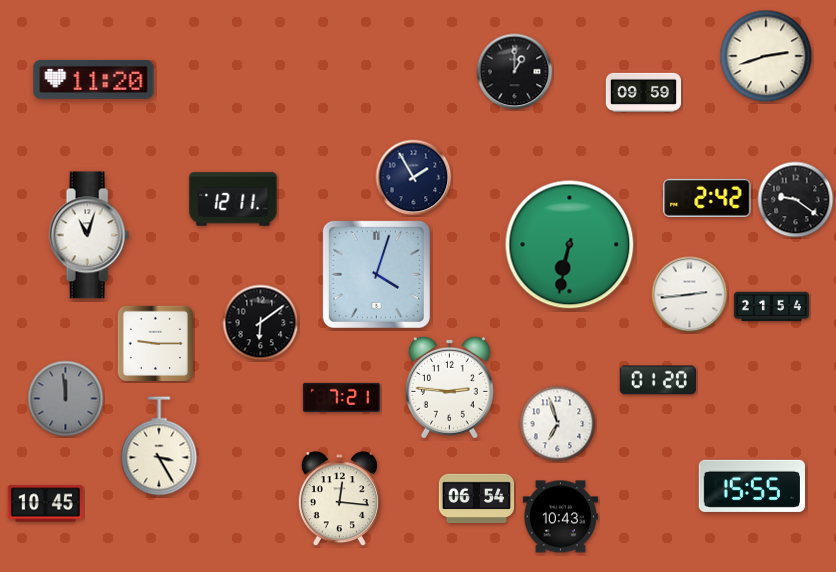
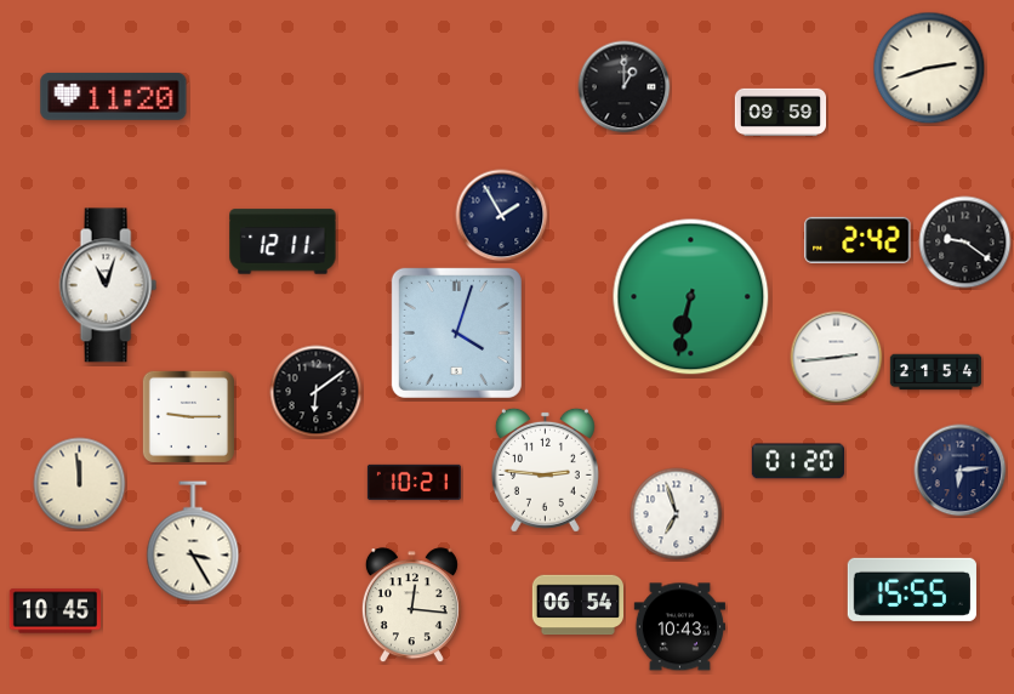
clock at (961, 471): none -> 6:14
clock at (341, 397): 7:21 -> 10:21
clock at (66, 399) dial: grey -> cream
